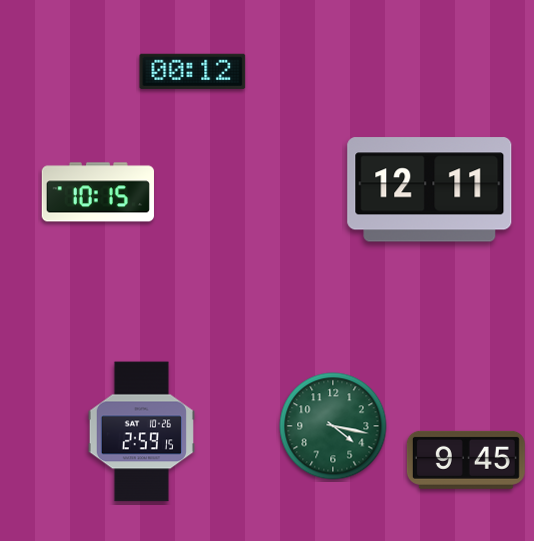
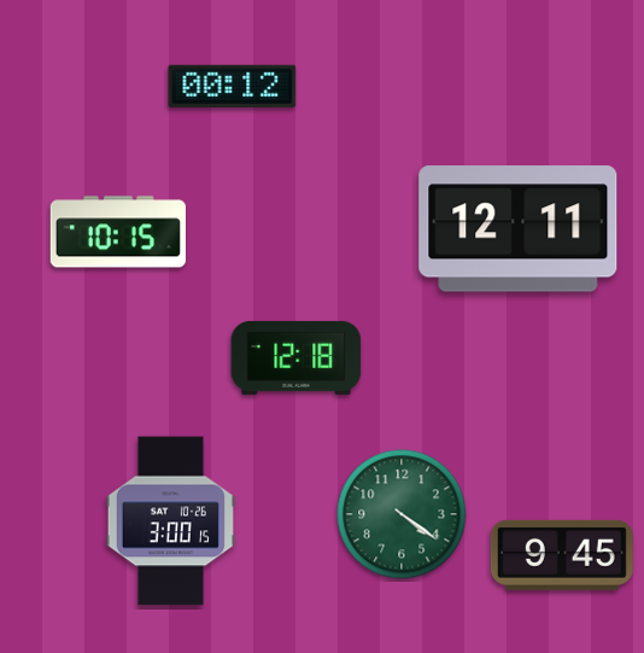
clock at (297, 357): none -> 12:18
clock at (333, 426): 4:17 -> 4:21
clock at (141, 432): 2:59 -> 3:00
